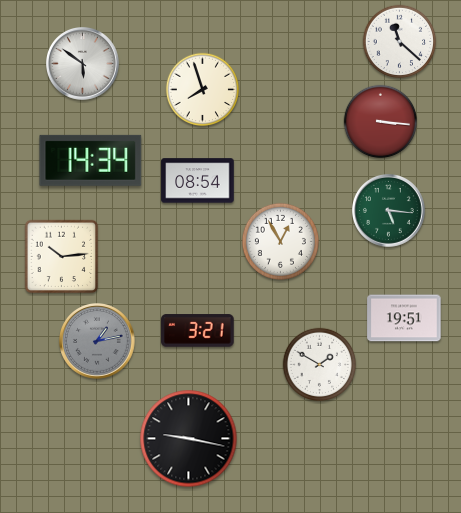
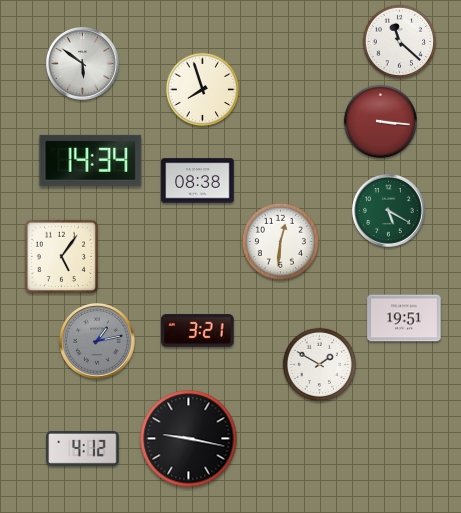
clock at (198, 181): 08:54 -> 08:38
clock at (389, 211): 5:16 -> 5:20
clock at (280, 241): 12:55 -> 12:31
clock at (62, 257): 10:14 -> 5:06
clock at (83, 448): none -> 4:12
